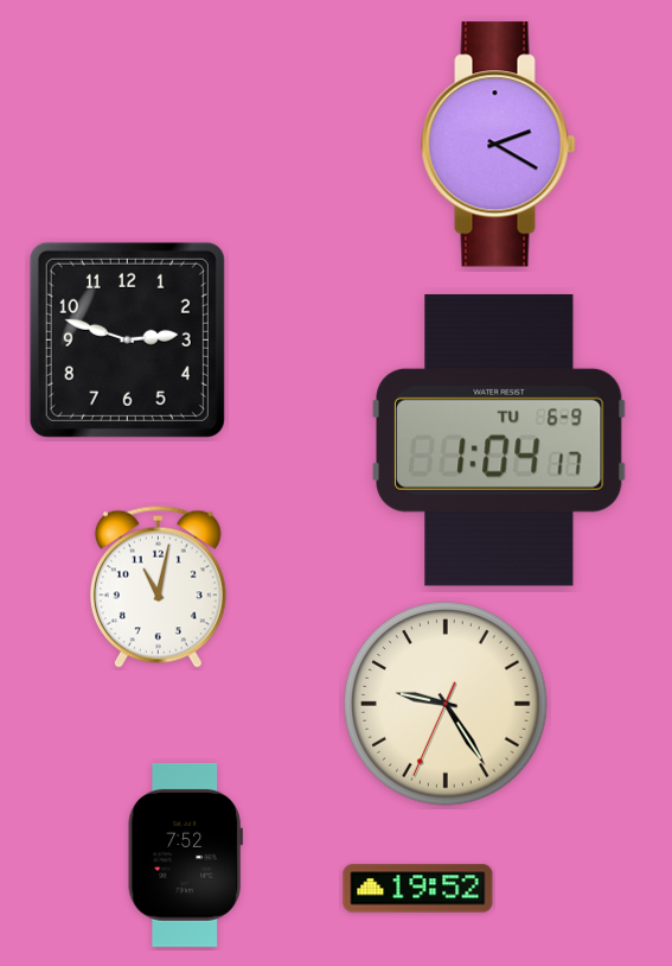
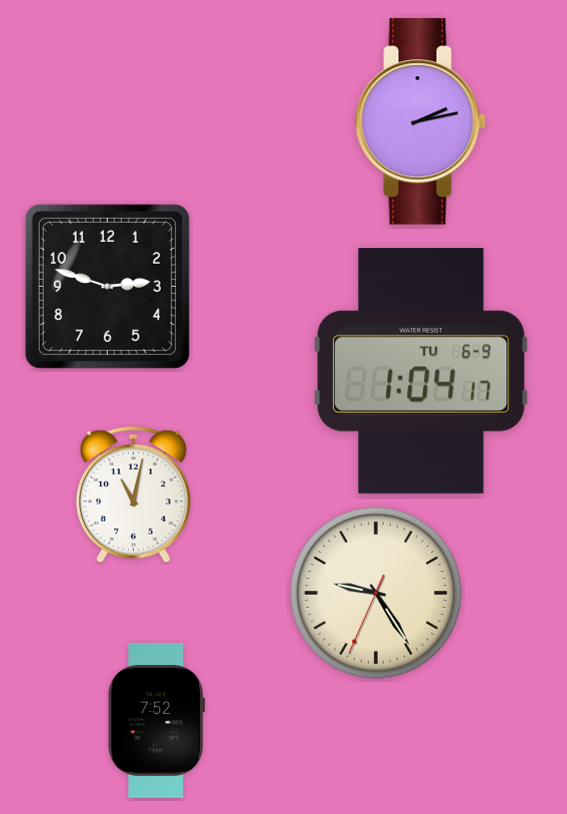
clock at (499, 145): 2:20 -> 2:13
clock at (418, 889): 19:52 -> none
